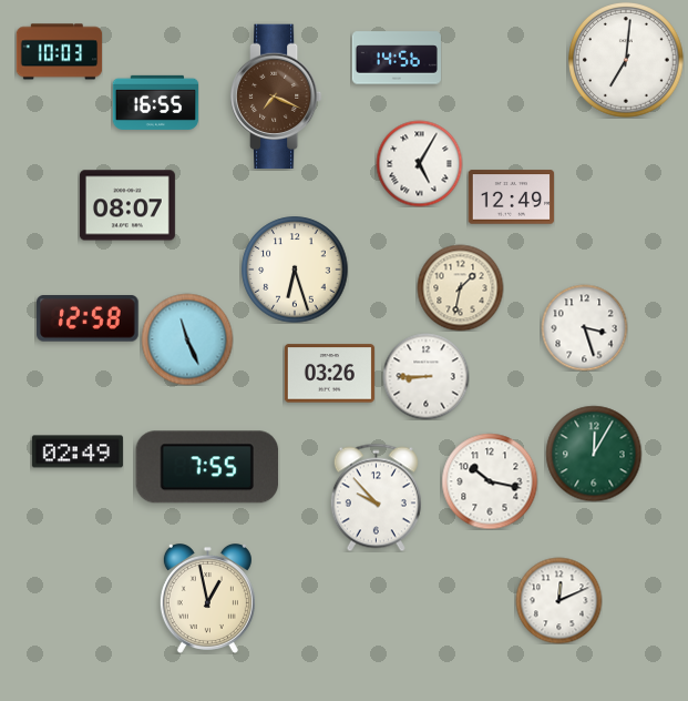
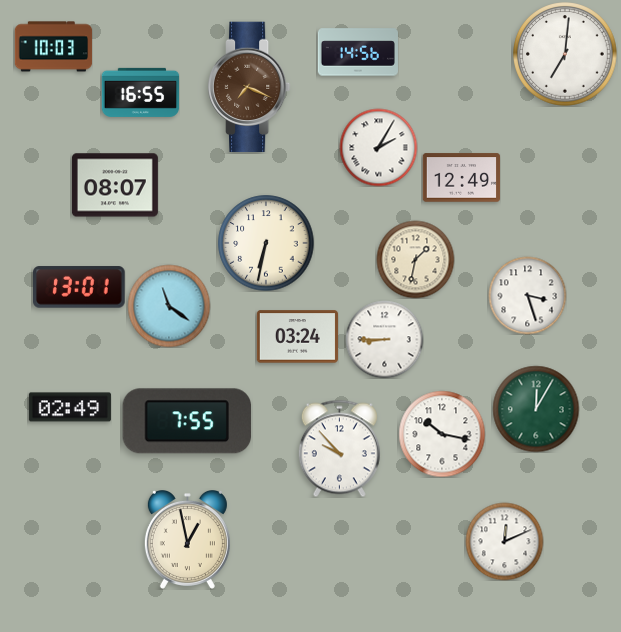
clock at (419, 163): 5:05 -> 2:05
clock at (295, 270): 6:27 -> 6:32
clock at (89, 318): 12:58 -> 13:01
clock at (187, 339): 11:26 -> 11:21
clock at (329, 374): 03:26 -> 03:24
